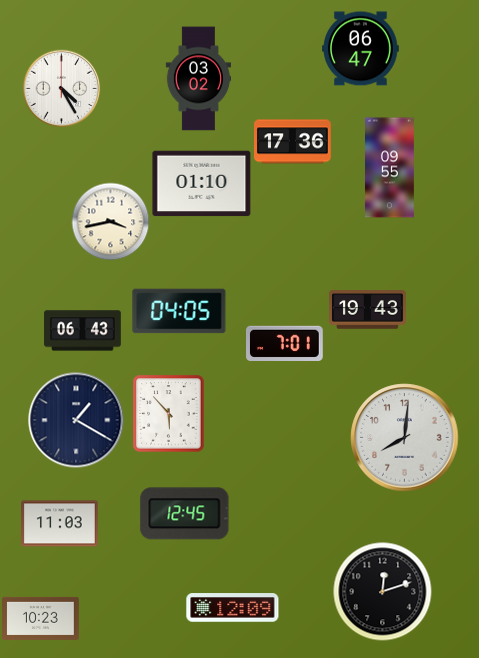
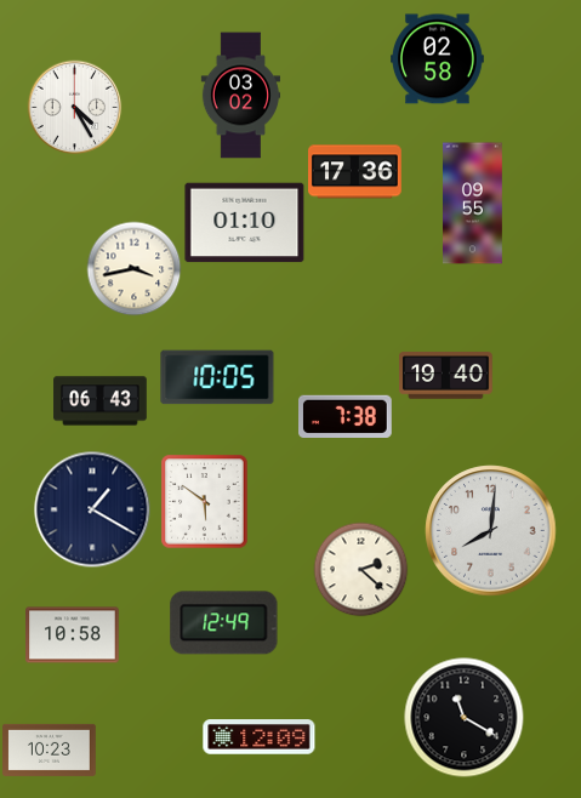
clock at (361, 49): 06:47 -> 02:58
clock at (368, 310): 19:43 -> 19:40
clock at (179, 311): 04:05 -> 10:05
clock at (285, 343): 7:01 -> 7:38
clock at (169, 413): 5:53 -> 5:51
clock at (360, 569): none -> 2:22
clock at (185, 514): 12:45 -> 12:49
clock at (60, 524): 11:03 -> 10:58
clock at (383, 592): 12:12 -> 11:20
clock at (233, 608) position: (233, 608) -> (260, 737)
